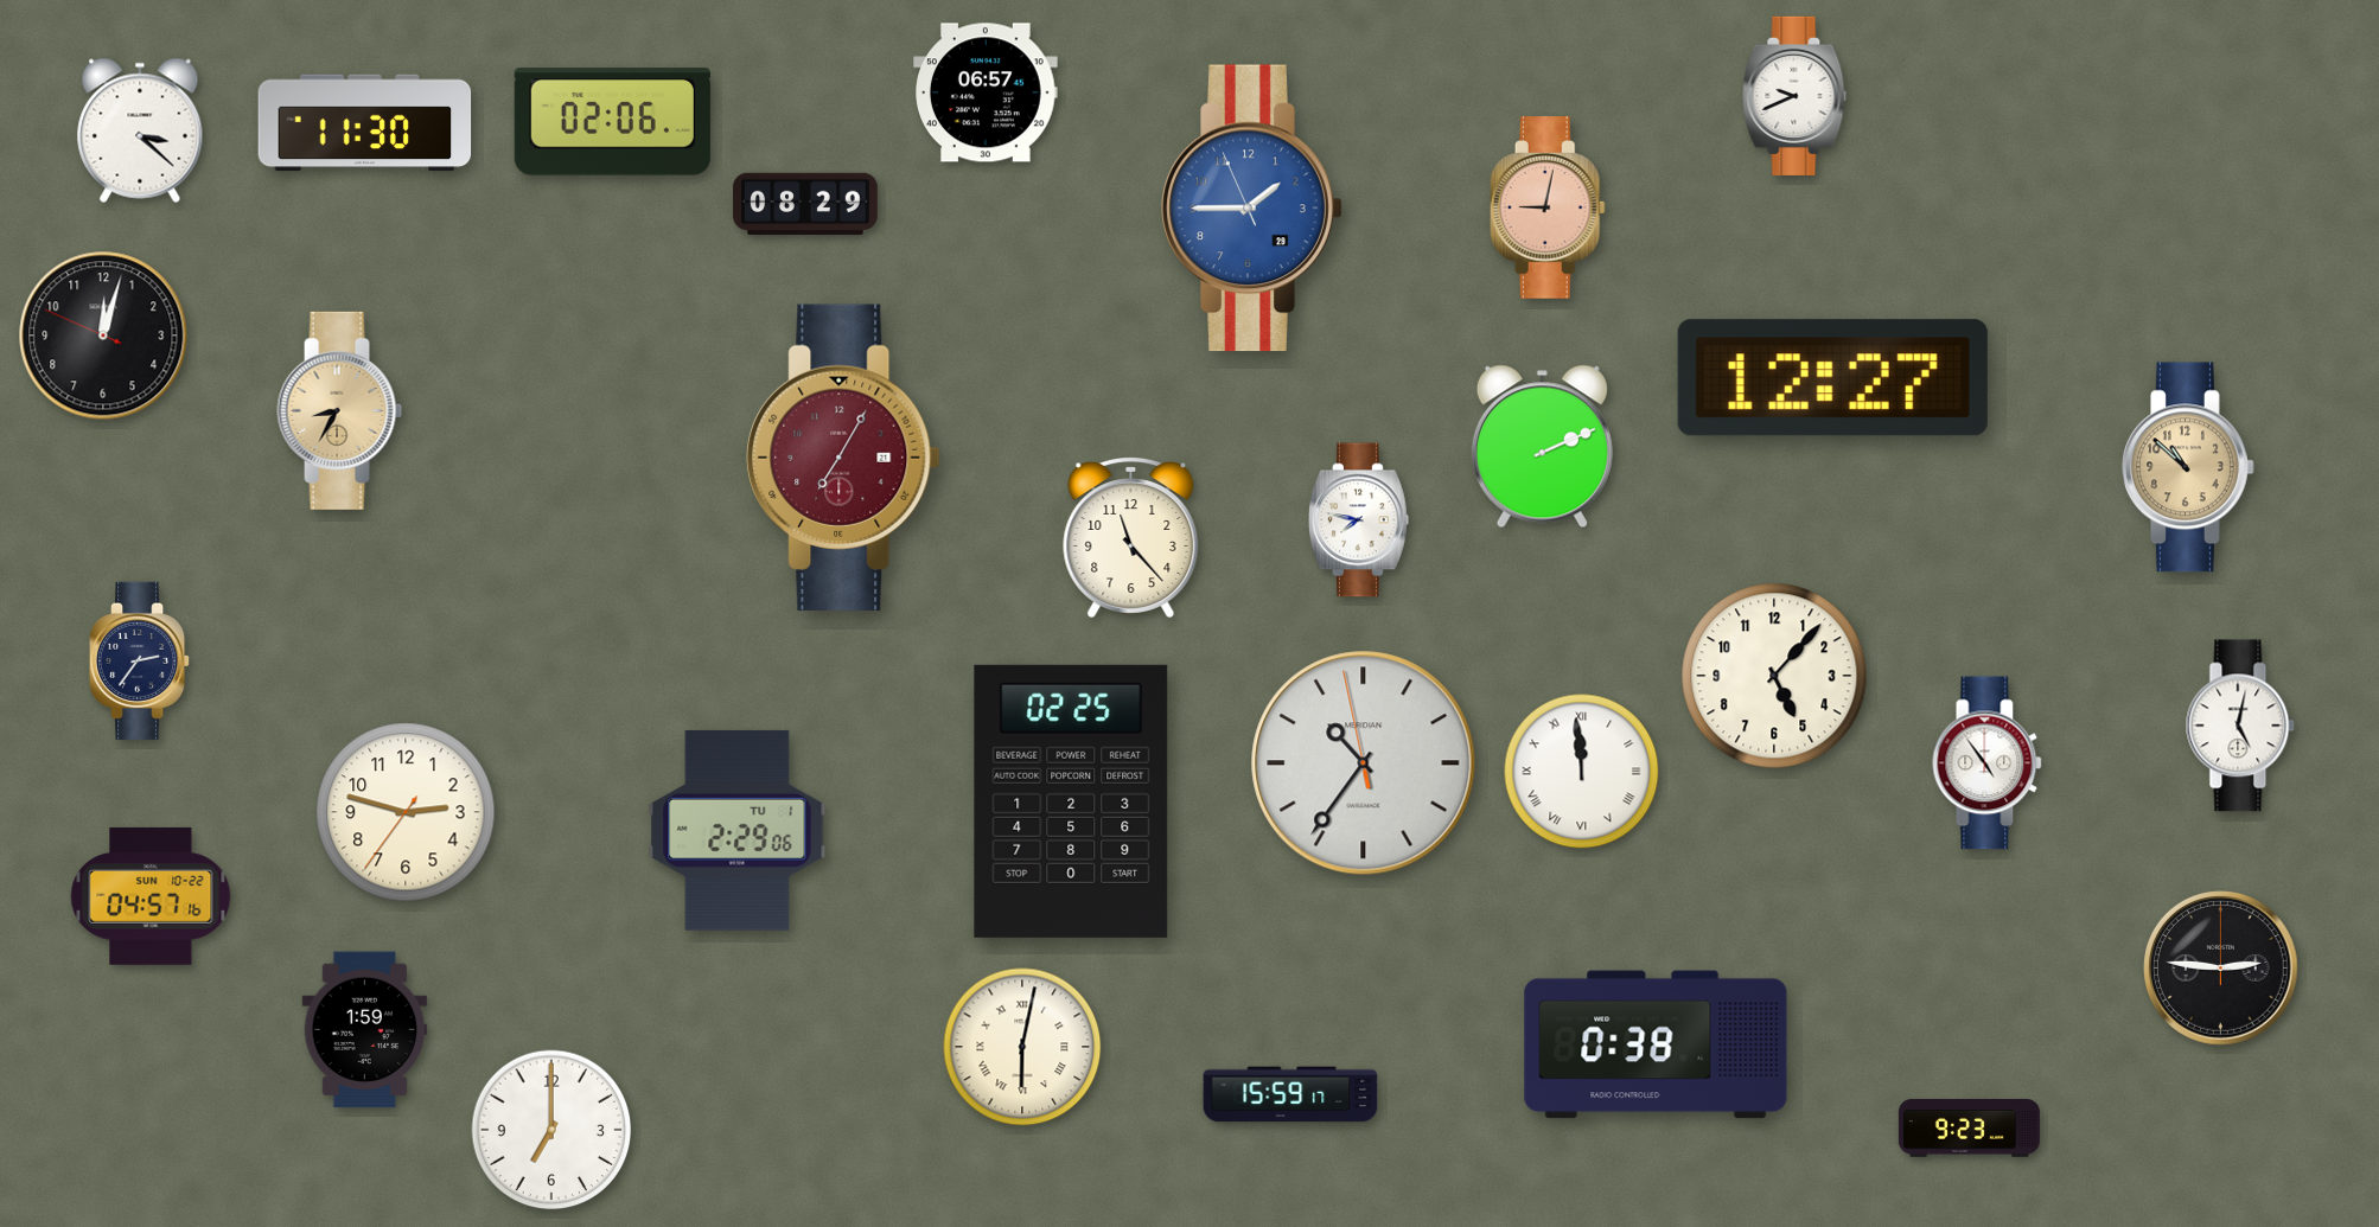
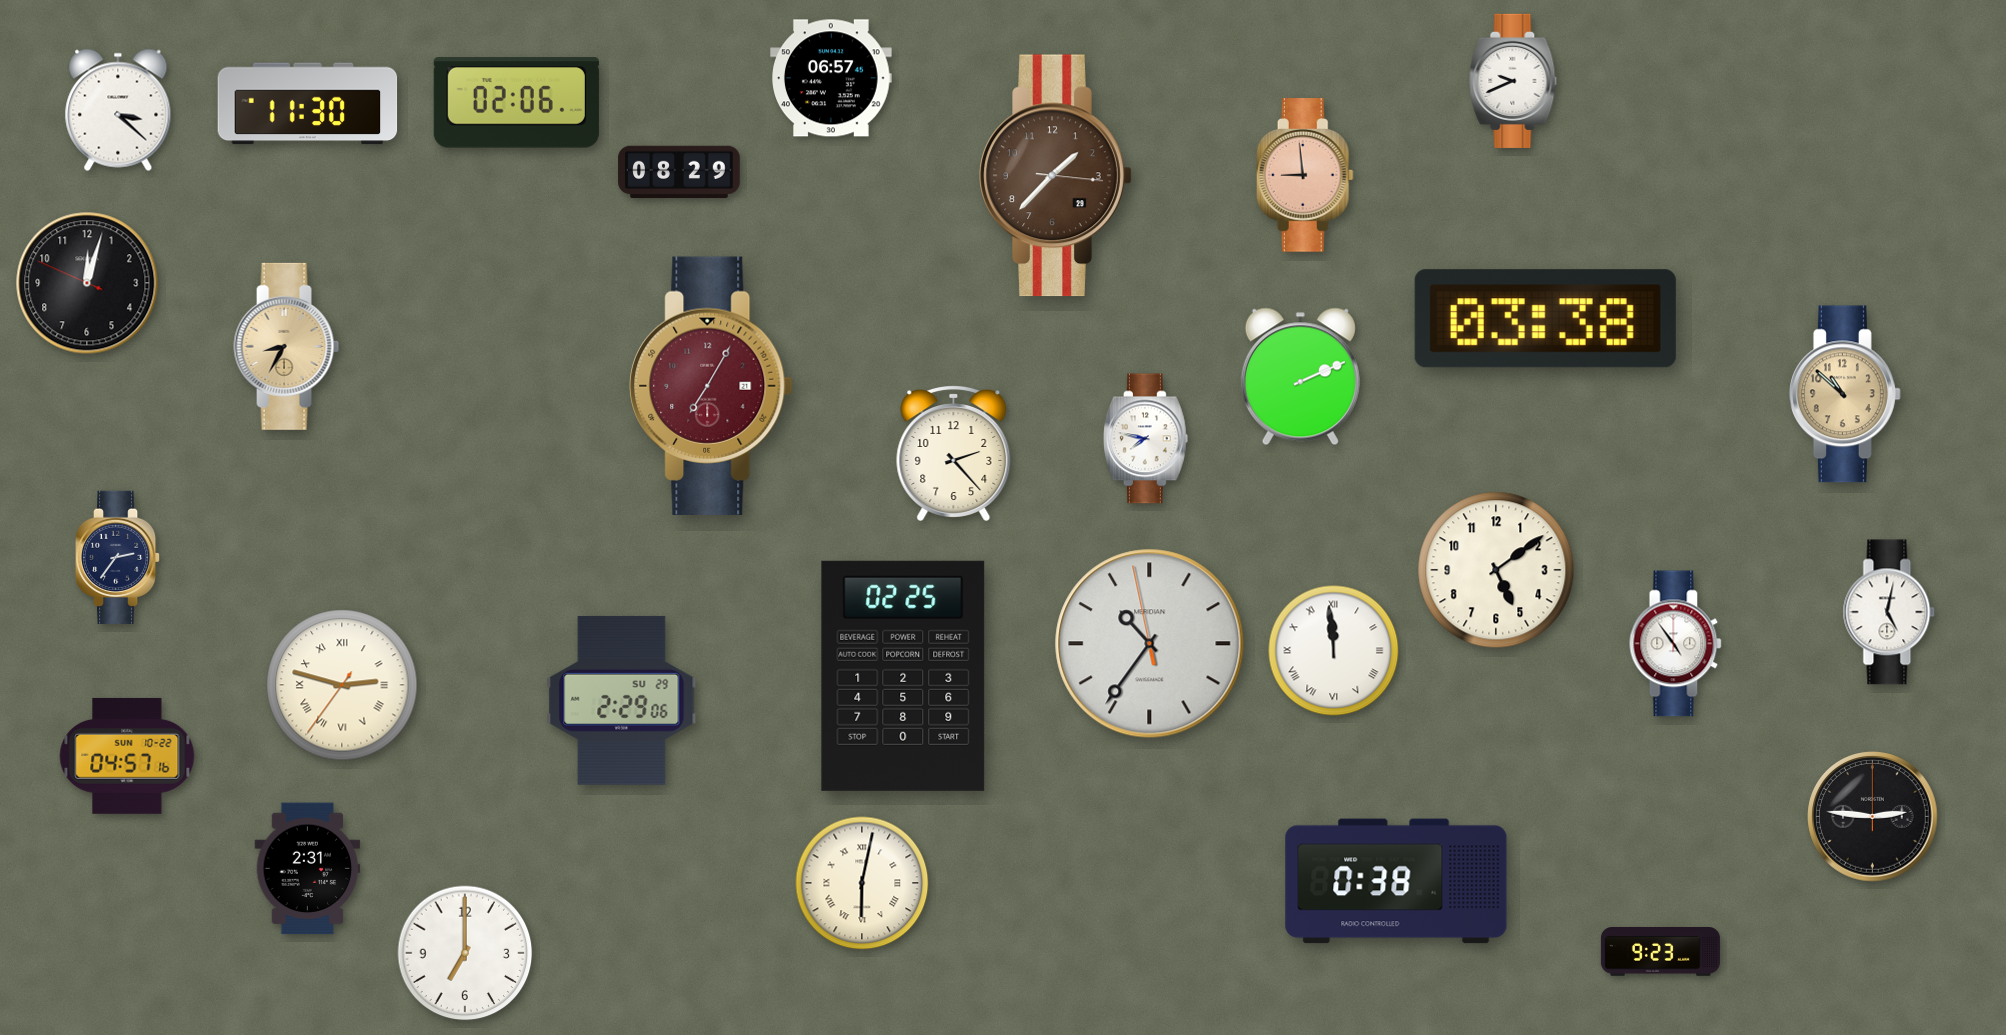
clock at (1548, 207): 9:02 -> 8:59
clock at (1252, 209): 1:44 -> 1:37
clock at (1252, 209) dial: blue -> brown
clock at (1832, 378): 12:27 -> 03:38
clock at (1131, 538): 11:23 -> 2:23
clock at (1774, 676): 5:07 -> 5:09
clock at (406, 812) numerals: Arabic -> Roman
clock at (738, 830) date: TU 1 -> SU 29
clock at (365, 1030): 1:59 -> 2:31
clock at (1290, 1094): 15:59 -> none
